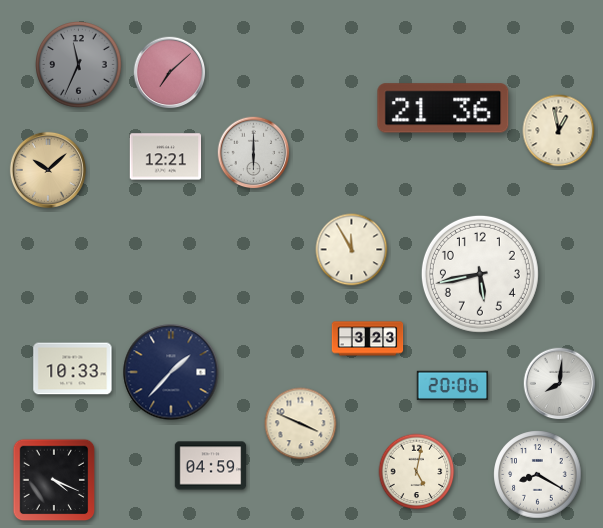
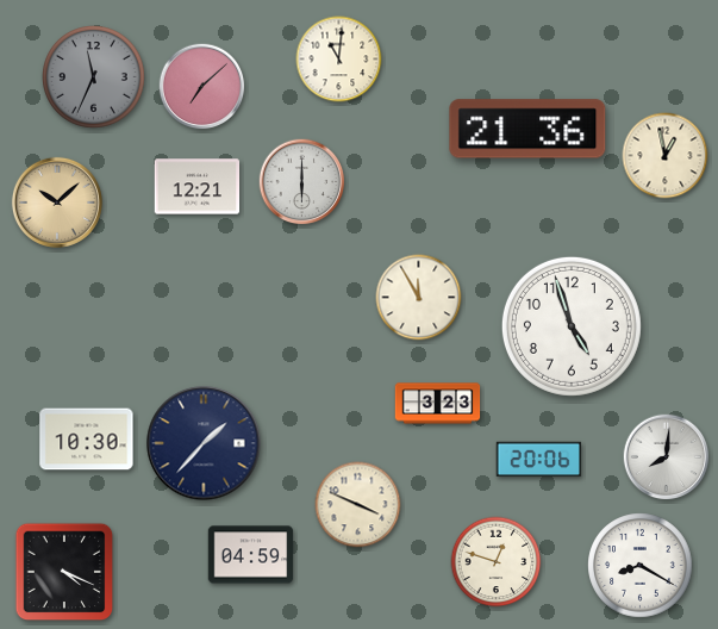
clock at (339, 60): none -> 11:01
clock at (480, 274): 5:43 -> 4:57
clock at (73, 369): 10:33 -> 10:30
clock at (417, 472): 5:02 -> 12:48
